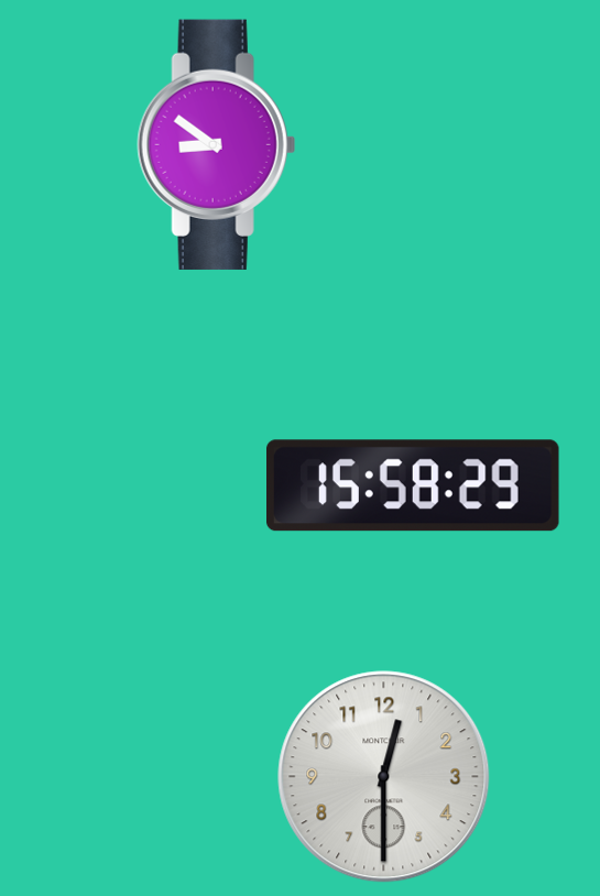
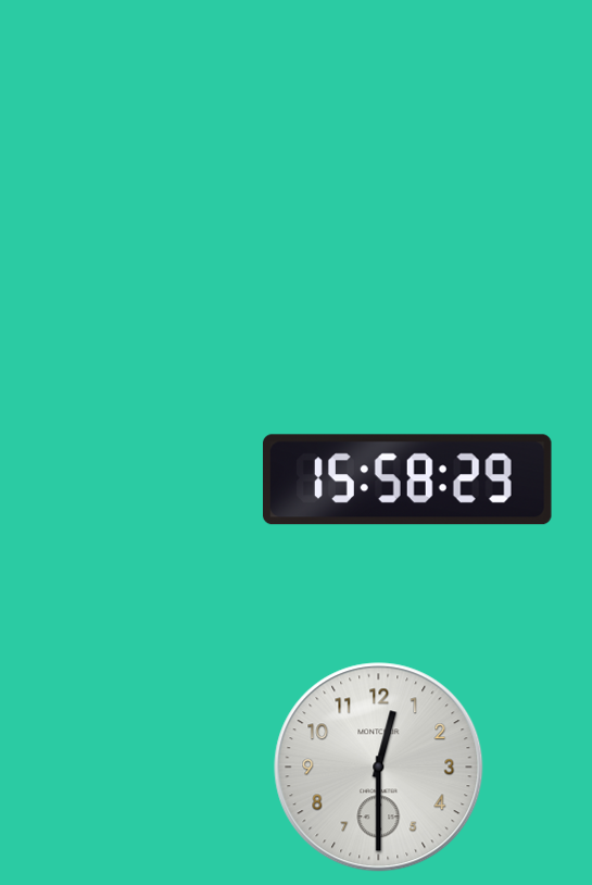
clock at (216, 144): 8:51 -> none
